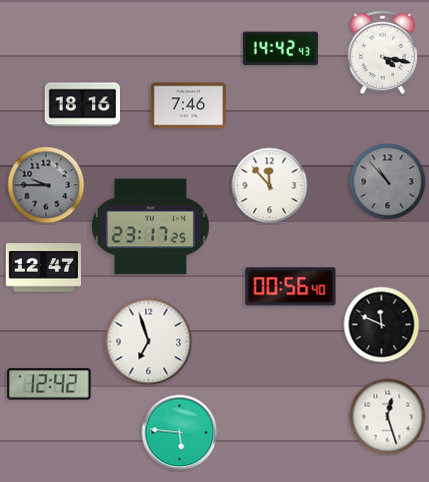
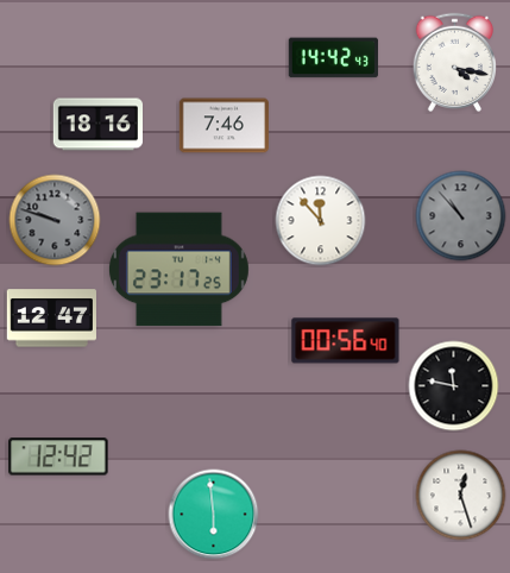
clock at (46, 185): 9:45 -> 9:48
clock at (382, 325): 11:49 -> 11:47
clock at (149, 342): 6:57 -> none
clock at (180, 433): 5:46 -> 5:59
